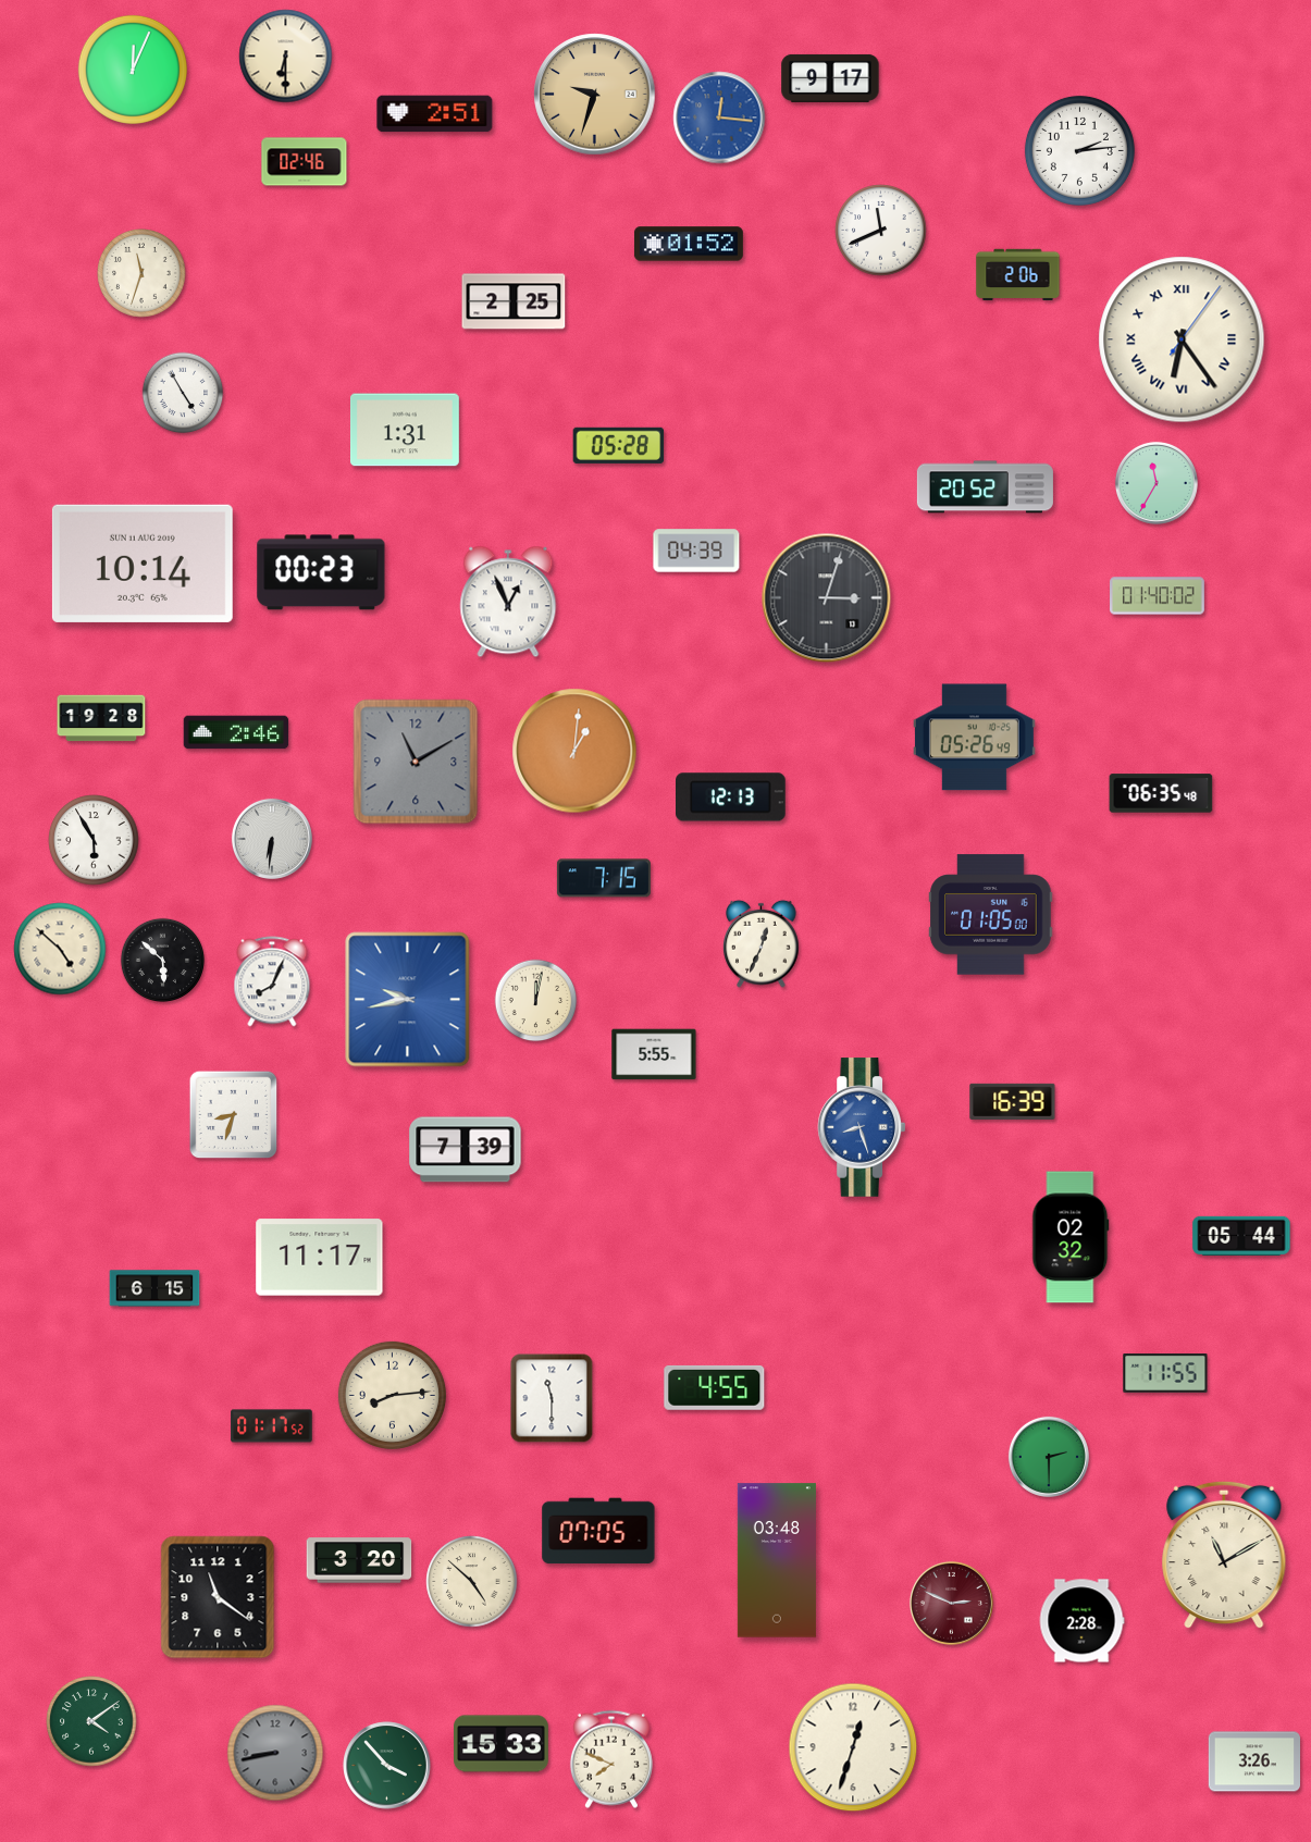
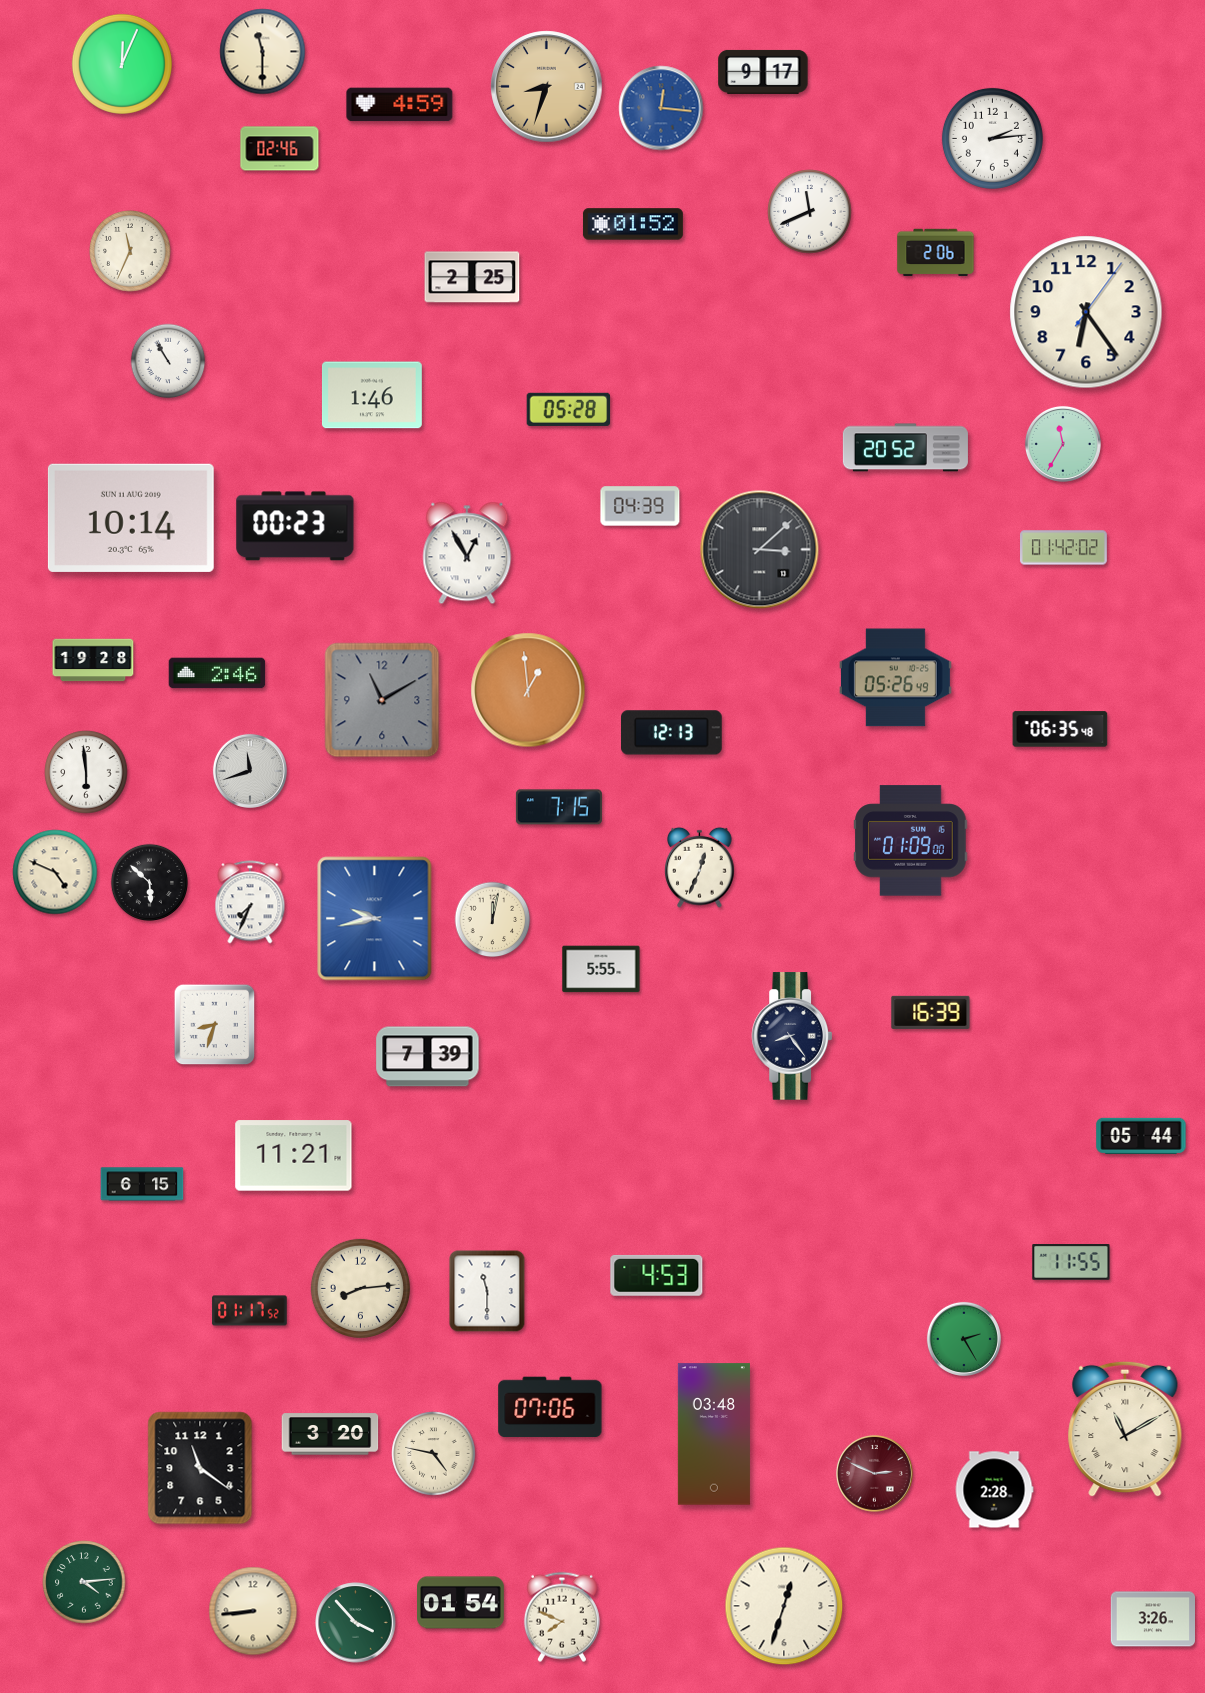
clock at (286, 57): 6:30 -> 11:30
clock at (595, 95): 9:33 -> 8:33
clock at (435, 114): 2:51 -> 4:59
clock at (141, 273): 11:33 -> 11:34
clock at (1182, 339) numerals: Roman -> Arabic
clock at (183, 393): 4:55 -> 10:55
clock at (405, 430): 1:31 -> 1:46
clock at (1158, 596): 01:40 -> 01:42
clock at (827, 598): 3:03 -> 3:08
clock at (508, 602): 12:56 -> 12:55
clock at (574, 751): 1:01 -> 12:59
clock at (1161, 793) position: (1161, 793) -> (1060, 729)
clock at (272, 839): 6:31 -> 11:42
clock at (94, 840): 5:55 -> 5:59
clock at (604, 878) position: (604, 878) -> (559, 807)
clock at (991, 915): 01:05 -> 01:09
clock at (60, 949): 4:52 -> 4:49
clock at (272, 981): 8:04 -> 7:34
clock at (861, 1127): 8:27 -> 8:24
clock at (861, 1127) dial: blue -> navy
clock at (1071, 1237): 02:32 -> none
clock at (320, 1258): 11:17 -> 11:21
clock at (715, 1387): 4:55 -> 4:53
clock at (392, 1395) position: (392, 1395) -> (360, 1288)
clock at (552, 1398) position: (552, 1398) -> (487, 1291)
clock at (1049, 1457): 2:30 -> 2:25
clock at (598, 1531): 07:05 -> 07:06
clock at (472, 1582): 4:52 -> 4:47
clock at (91, 1721): 4:09 -> 4:14
clock at (502, 1744): 15:33 -> 01:54
clock at (275, 1753): 8:43 -> 8:44
clock at (275, 1753) dial: grey -> cream
